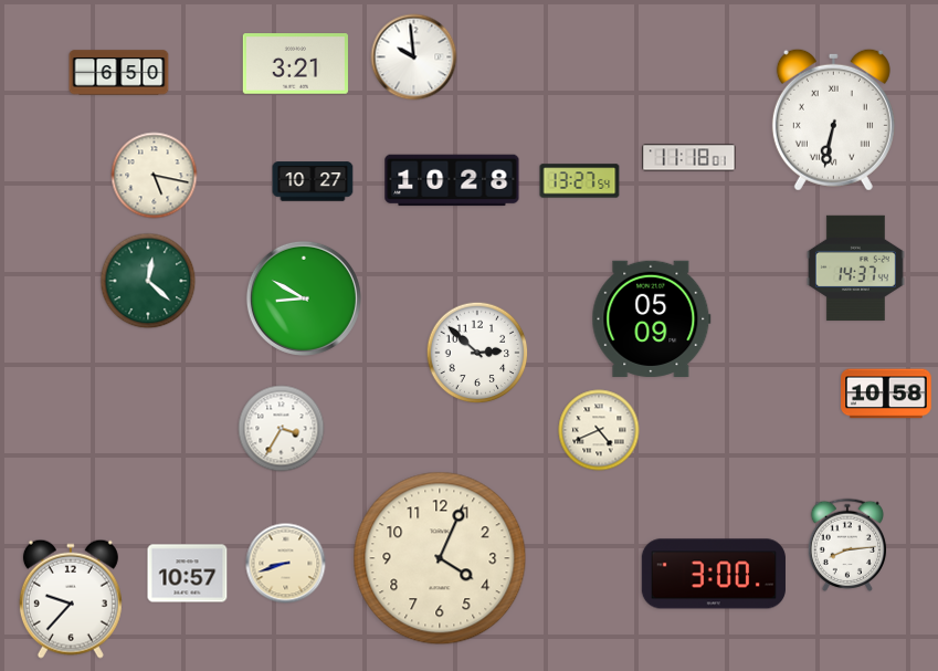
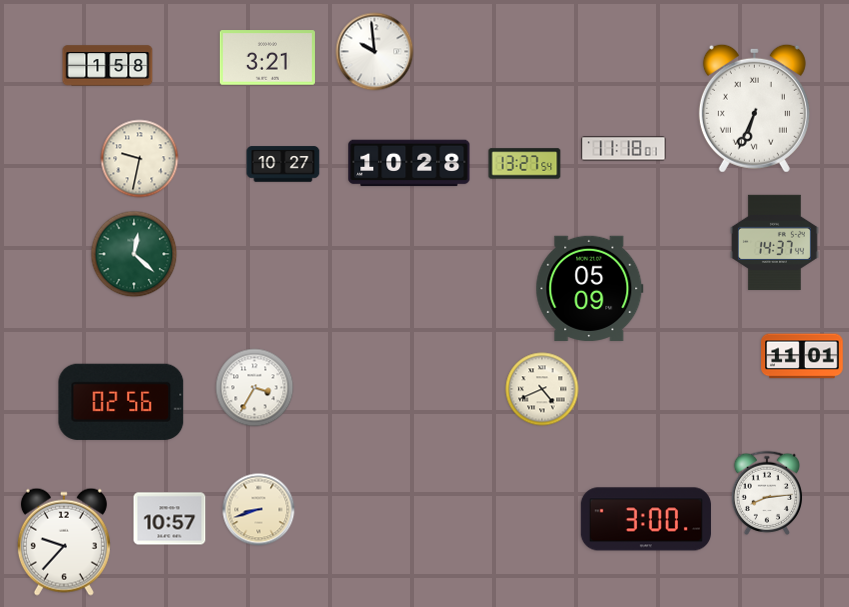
clock at (119, 73): 6:50 -> 1:58
clock at (833, 119): 6:32 -> 6:34
clock at (689, 158) position: (689, 158) -> (624, 149)
clock at (155, 176): 5:17 -> 9:32
clock at (304, 298): 8:50 -> none
clock at (477, 353): 2:52 -> none
clock at (886, 394): 10:58 -> 11:01
clock at (121, 402): none -> 02:56
clock at (440, 558): 4:04 -> none
